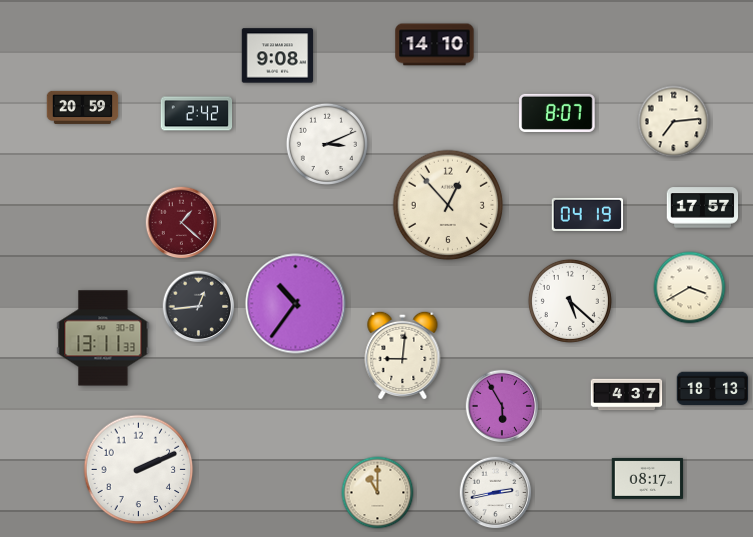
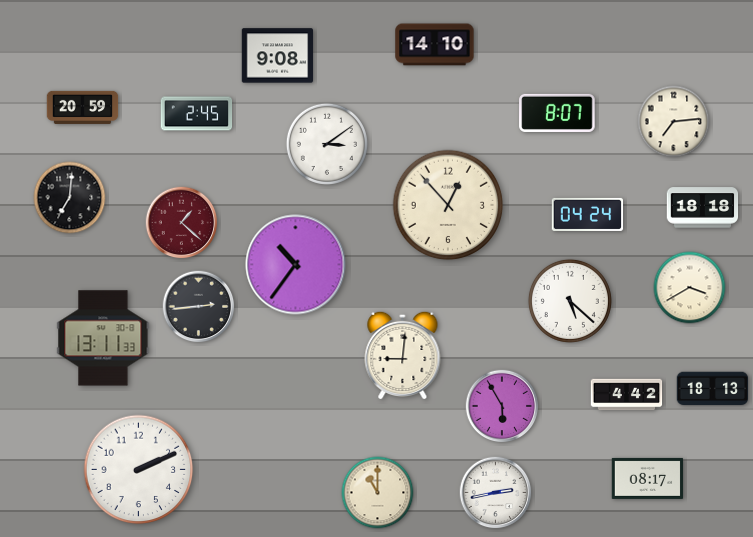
clock at (197, 114): 2:42 -> 2:45
clock at (327, 144): 3:11 -> 3:09
clock at (70, 198): none -> 7:01
clock at (703, 208): 17:57 -> 18:18
clock at (588, 214): 04:19 -> 04:24
clock at (296, 304) position: (296, 304) -> (296, 265)
clock at (199, 307): 12:44 -> 2:44
clock at (627, 395): 4:37 -> 4:42
